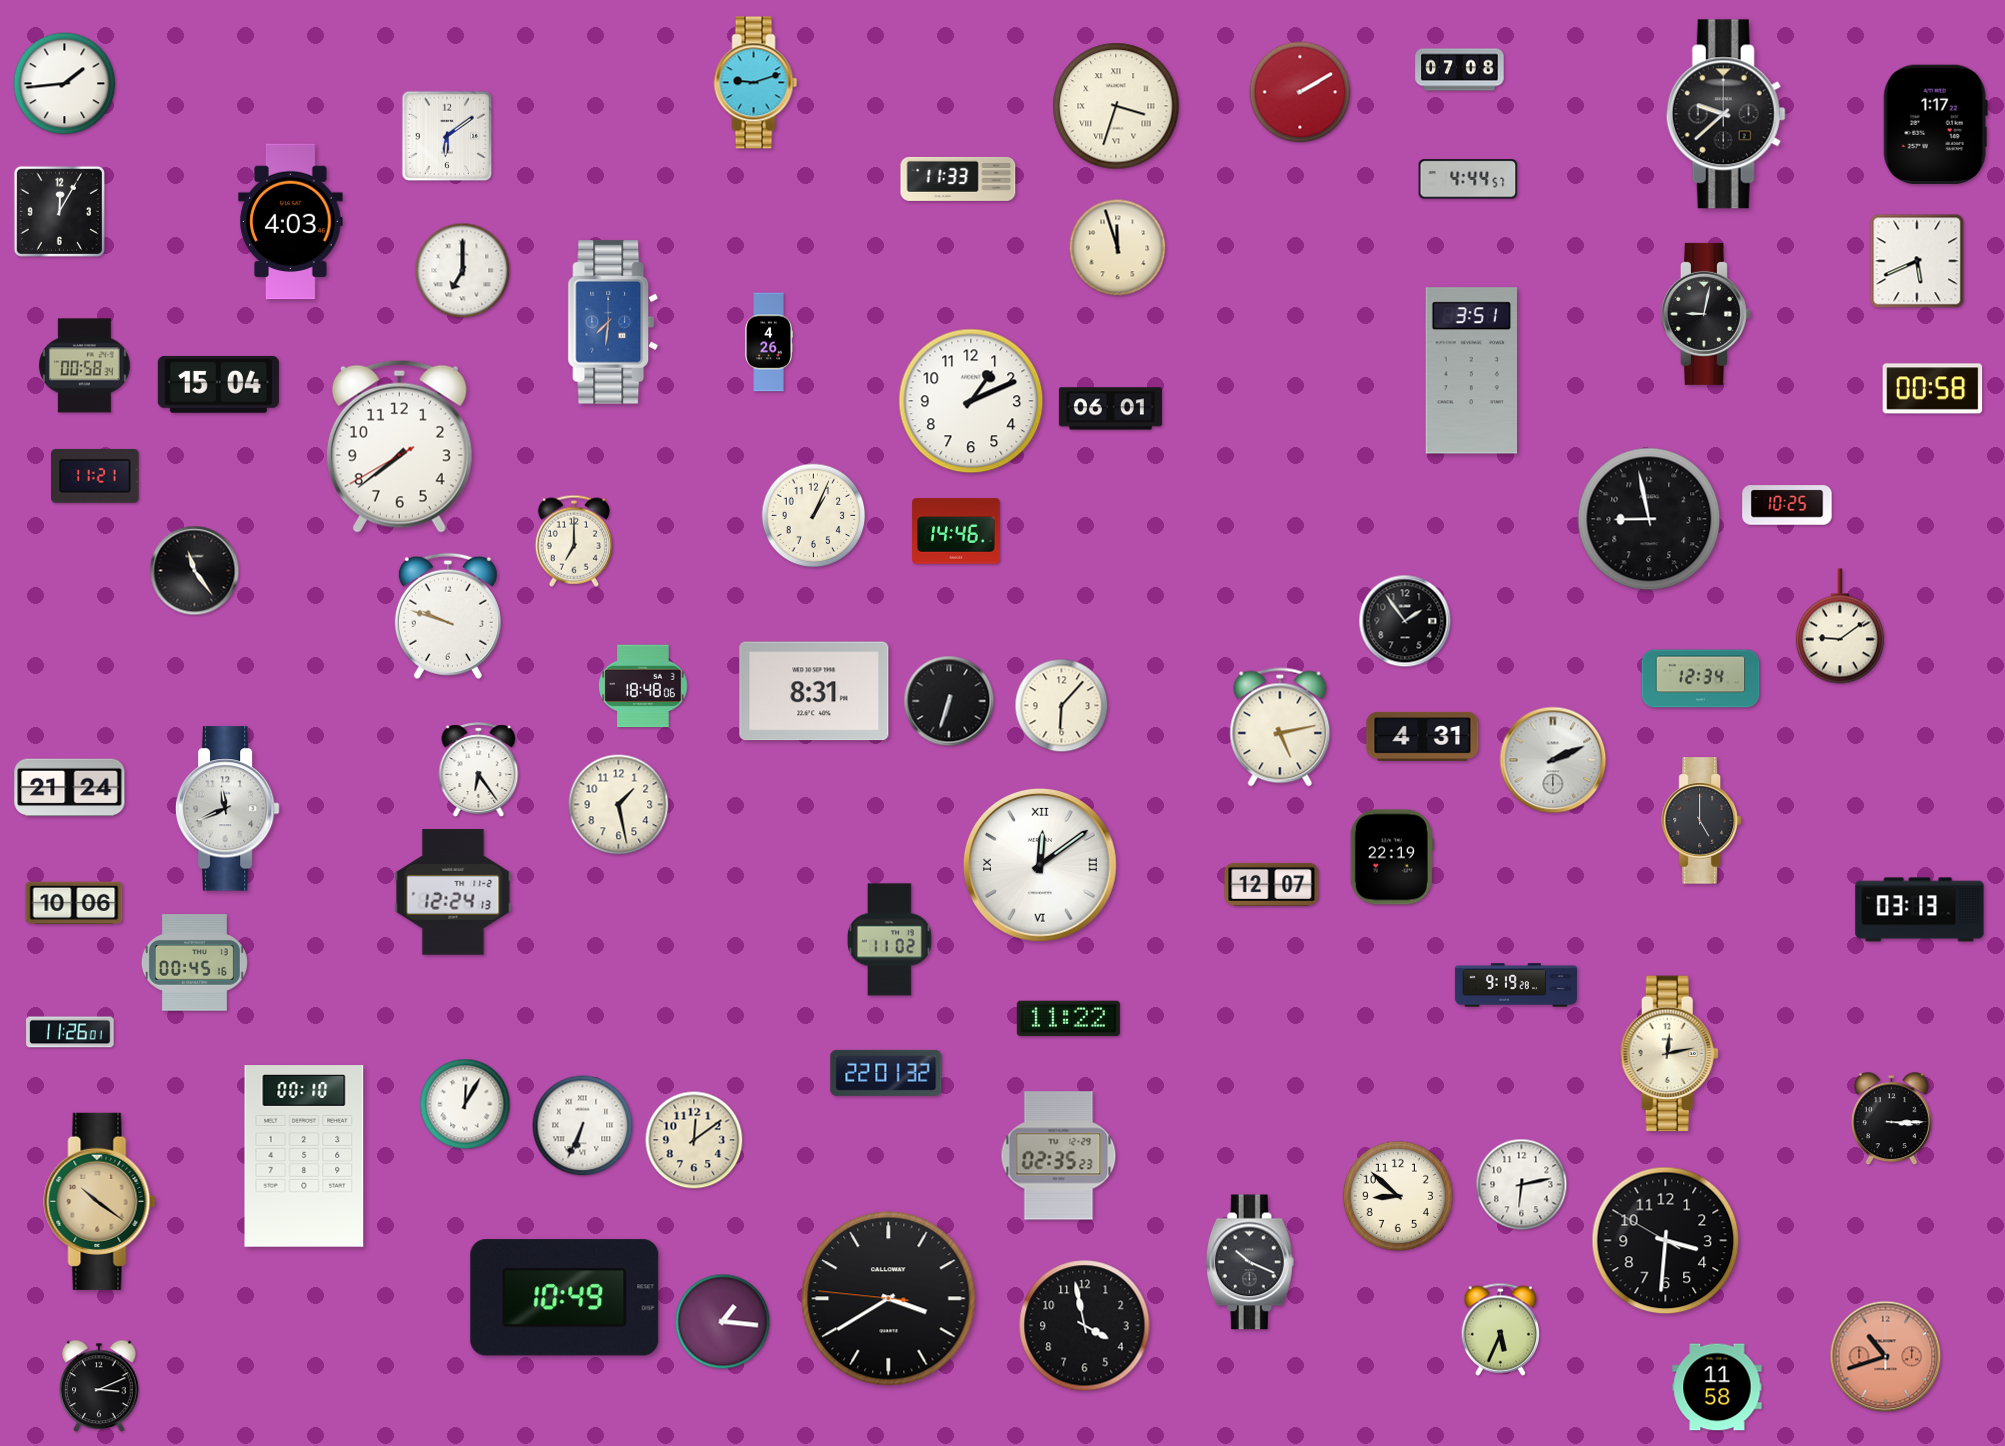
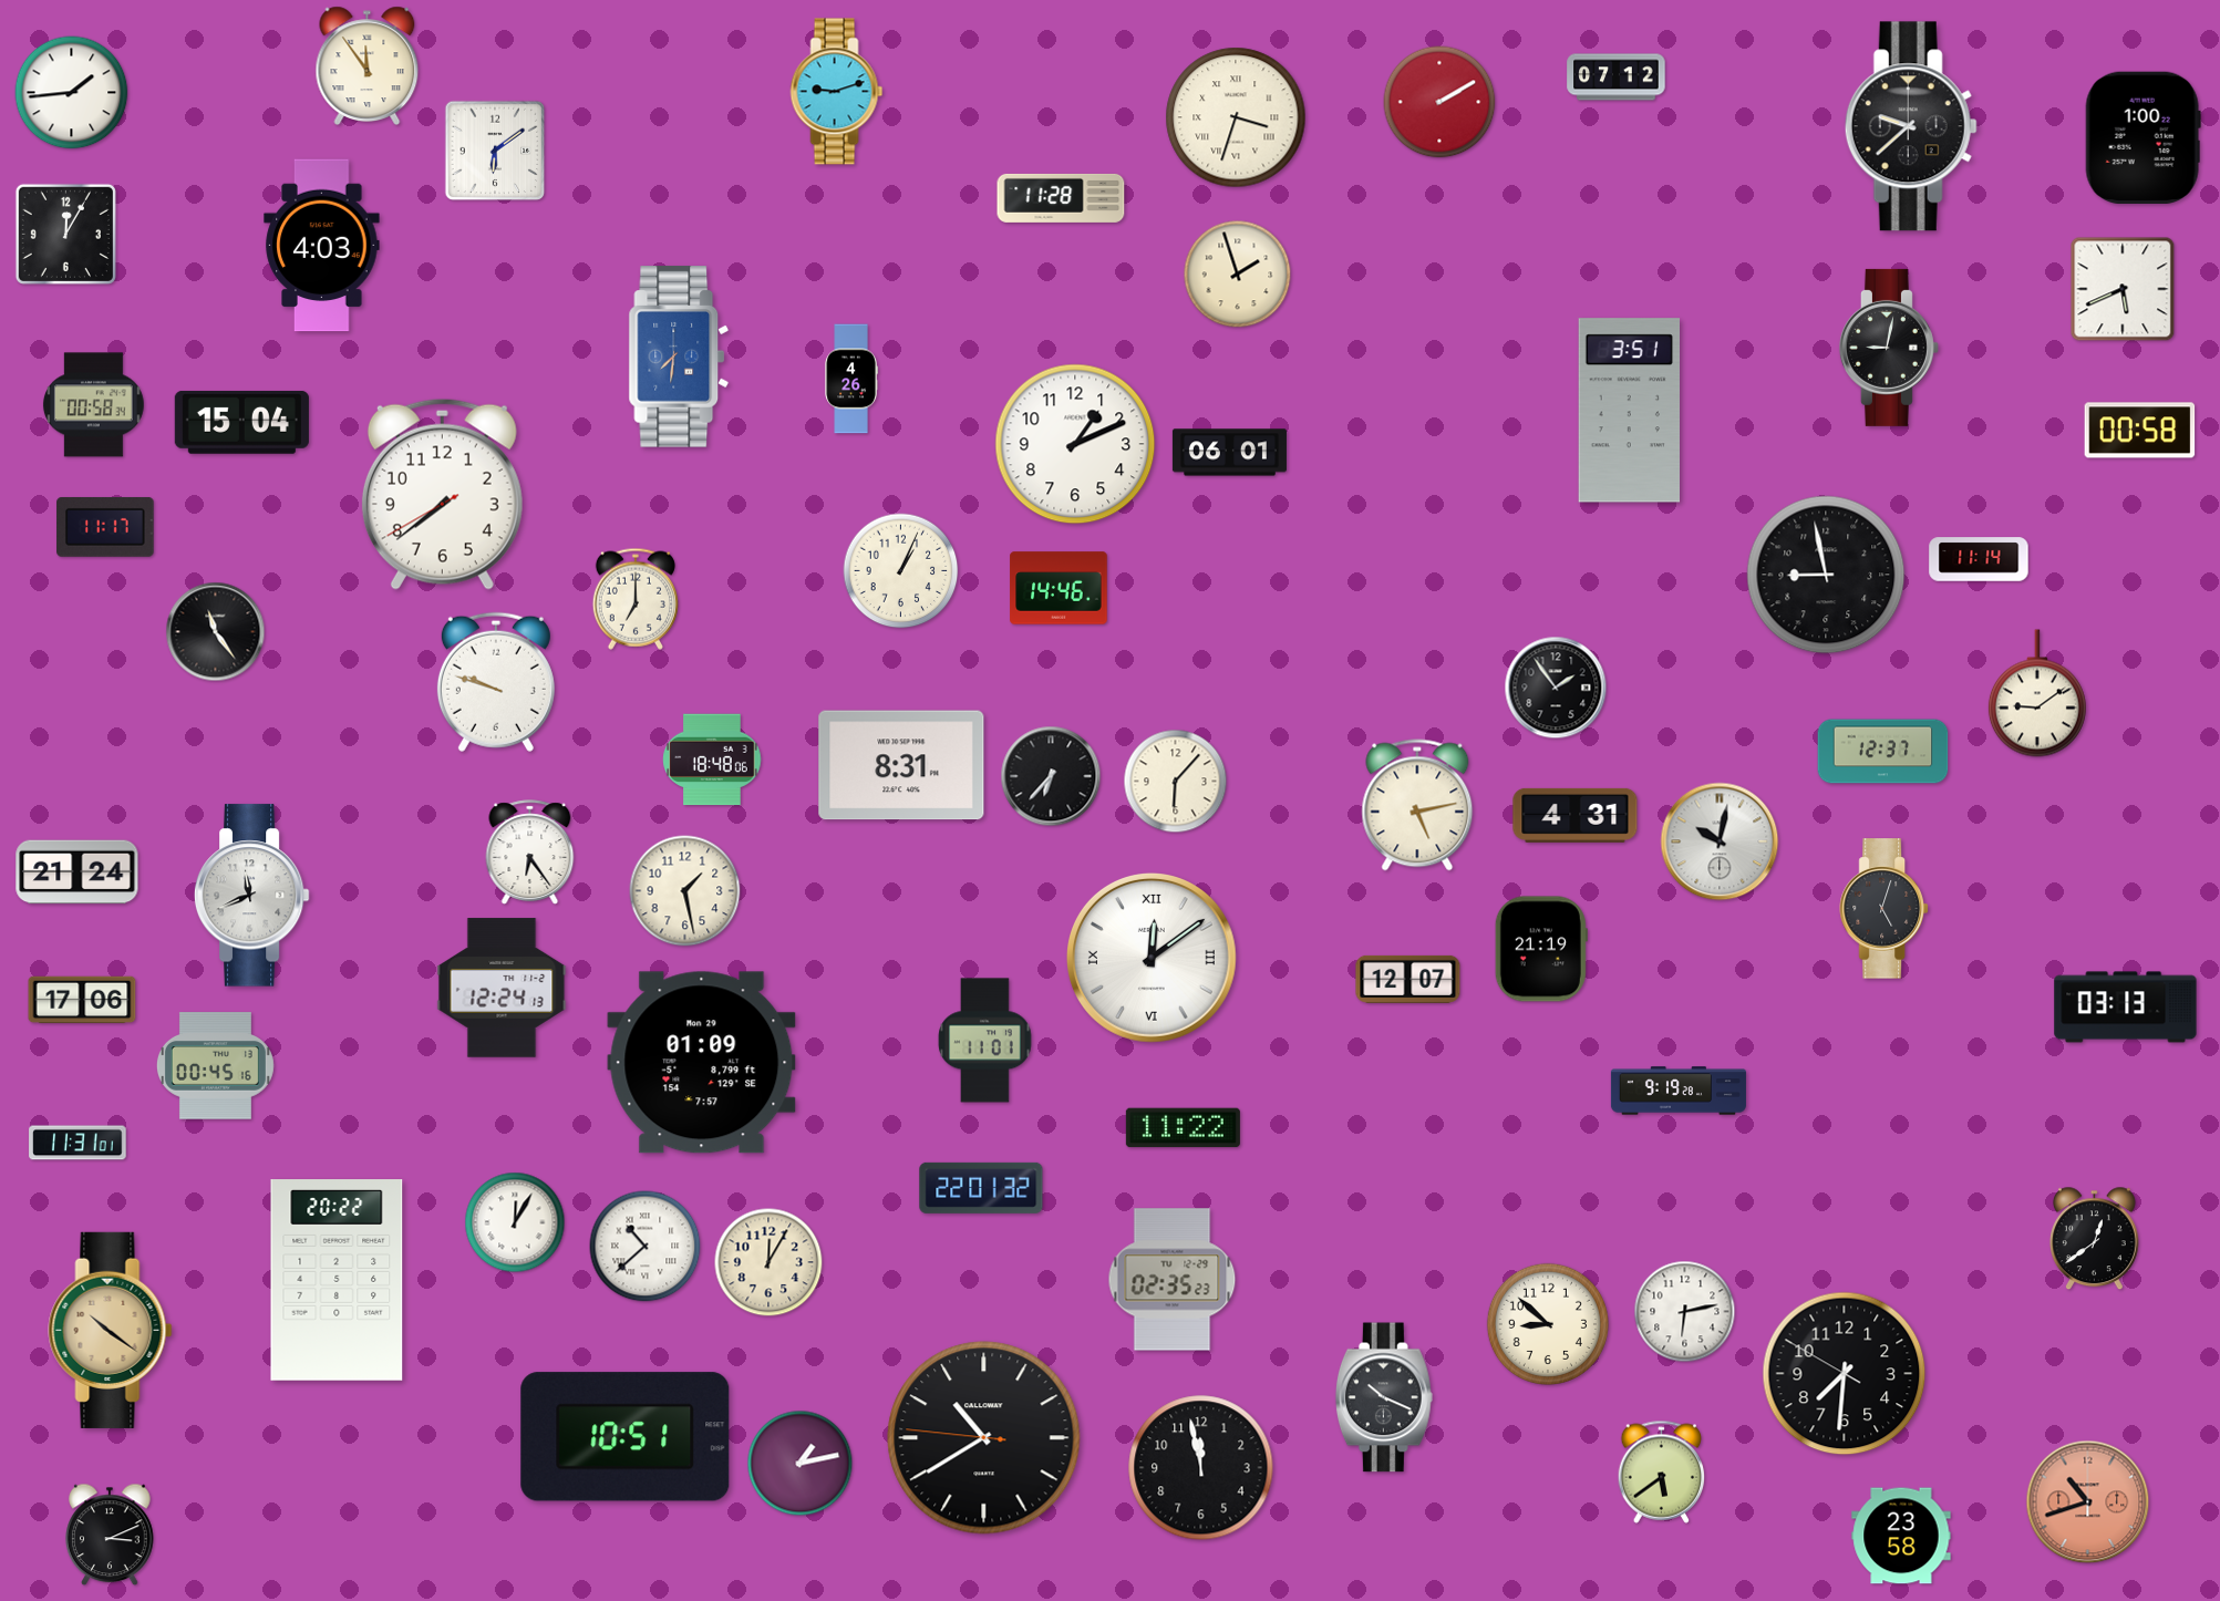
clock at (368, 65): none -> 11:54
clock at (1460, 70): 07:08 -> 07:12
clock at (1935, 124): 1:17 -> 1:00
clock at (958, 179): 11:33 -> 11:28
clock at (1468, 179): 4:44 -> none
clock at (1118, 248): 11:57 -> 1:57
clock at (463, 271): 7:00 -> none
clock at (218, 384) position: (218, 384) -> (241, 422)
clock at (95, 476): 11:21 -> 11:17
clock at (1787, 505): 10:25 -> 11:14
clock at (1701, 679): 12:34 -> 12:37
clock at (949, 701): 6:33 -> 6:37
clock at (1553, 760): 2:11 -> 10:02
clock at (1701, 821): 5:00 -> 5:03
clock at (1392, 857): 22:19 -> 21:19
clock at (74, 903): 10:06 -> 17:06
clock at (890, 940): 11:02 -> 11:01
clock at (702, 1063): none -> 01:09
clock at (70, 1032): 11:26 -> 11:31
clock at (1669, 1054): 12:13 -> none
clock at (1891, 1119): 3:15 -> 12:39
clock at (583, 1126): 6:34 -> 10:38
clock at (694, 1140): 12:09 -> 12:05
clock at (304, 1156): 00:10 -> 20:22
clock at (1666, 1241): 3:30 -> 7:30
clock at (565, 1298): 10:49 -> 10:51
clock at (889, 1299): 3:39 -> 10:39
clock at (723, 1322): 1:16 -> 1:13
clock at (1085, 1326): 3:58 -> 11:58
clock at (1501, 1329): 5:34 -> 5:39
clock at (1717, 1387): 11:58 -> 23:58
